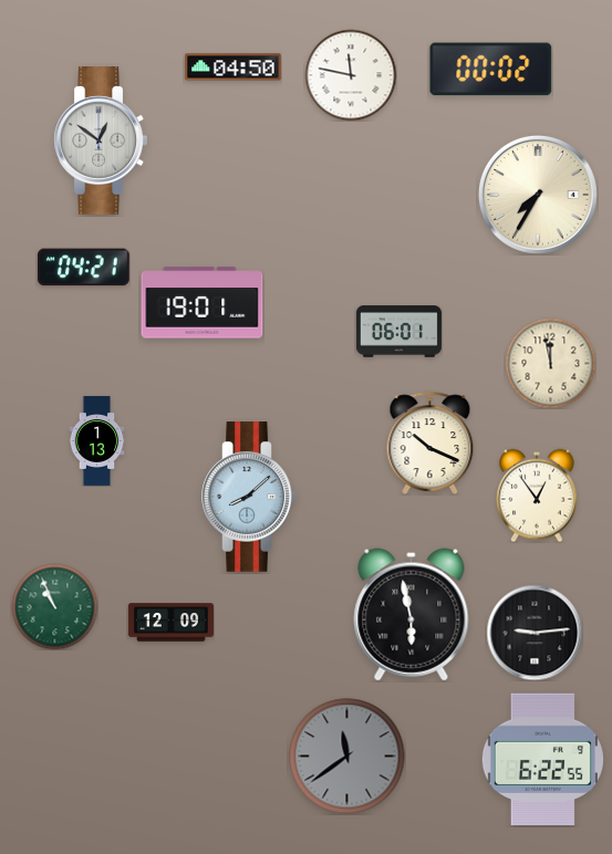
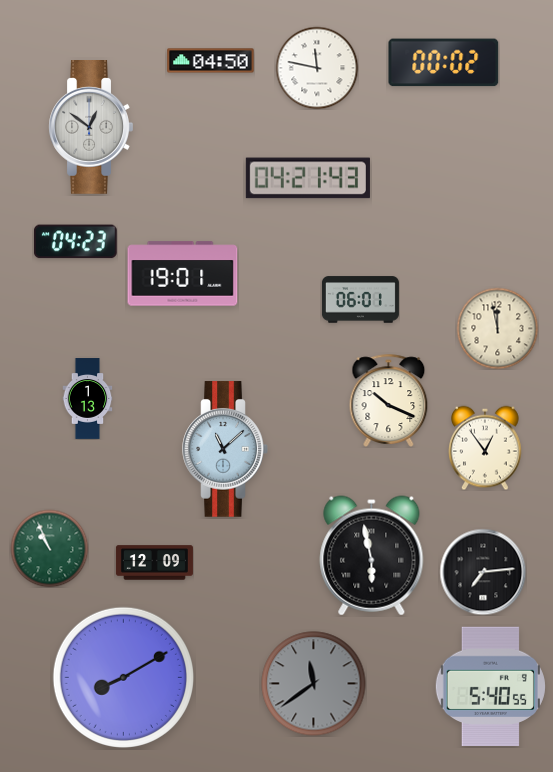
clock at (538, 195): 7:35 -> none
clock at (308, 178): none -> 04:21
clock at (83, 268): 04:21 -> 04:23
clock at (249, 497): 8:08 -> 11:08
clock at (535, 633): 9:14 -> 7:14
clock at (123, 677): none -> 8:10
clock at (542, 760): 6:22 -> 5:40
